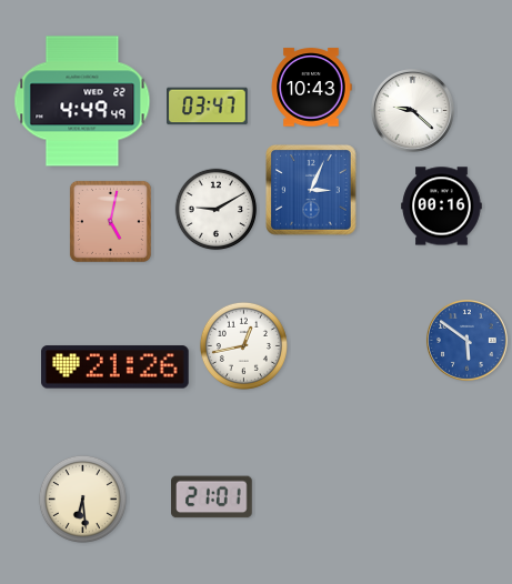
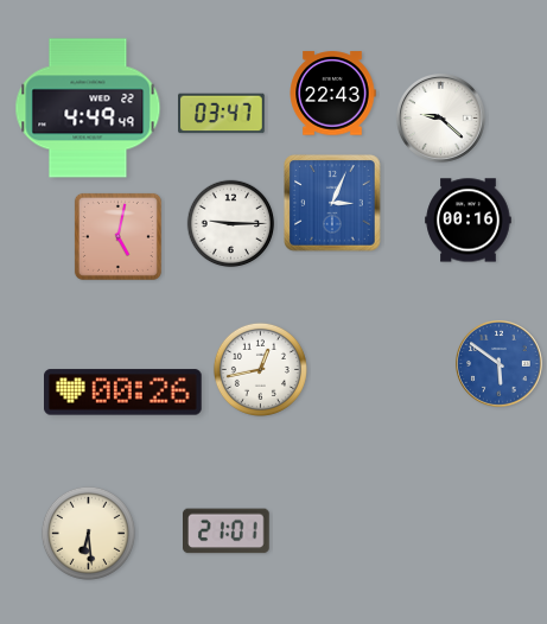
clock at (311, 88): 10:43 -> 22:43
clock at (442, 207) position: (442, 207) -> (469, 221)
clock at (217, 210): 9:10 -> 9:15
clock at (116, 367): 21:26 -> 00:26
